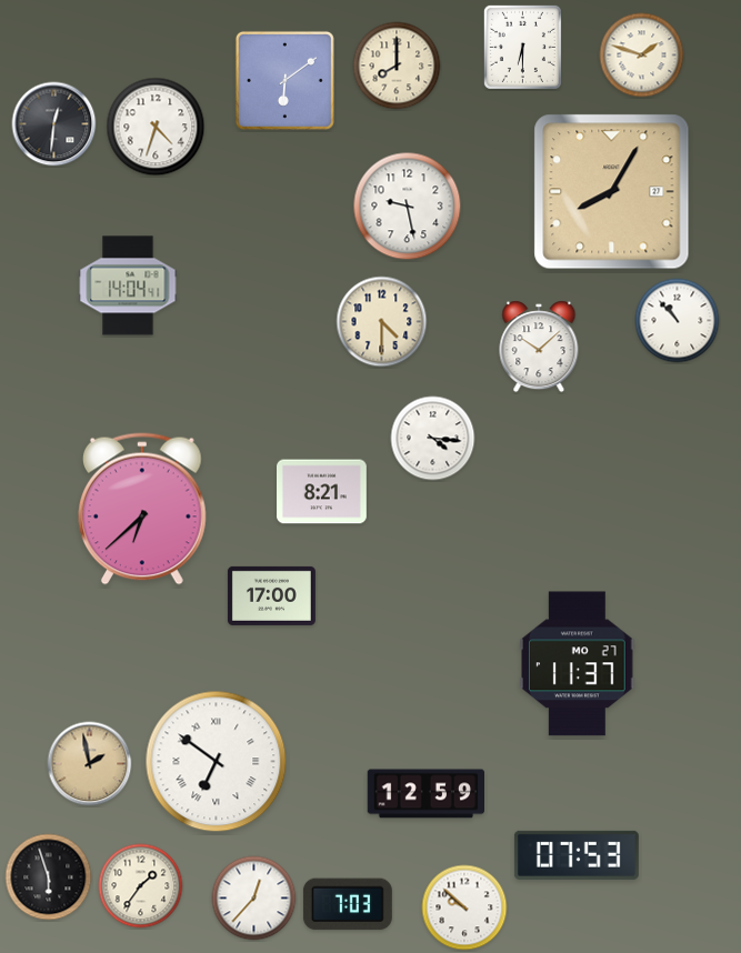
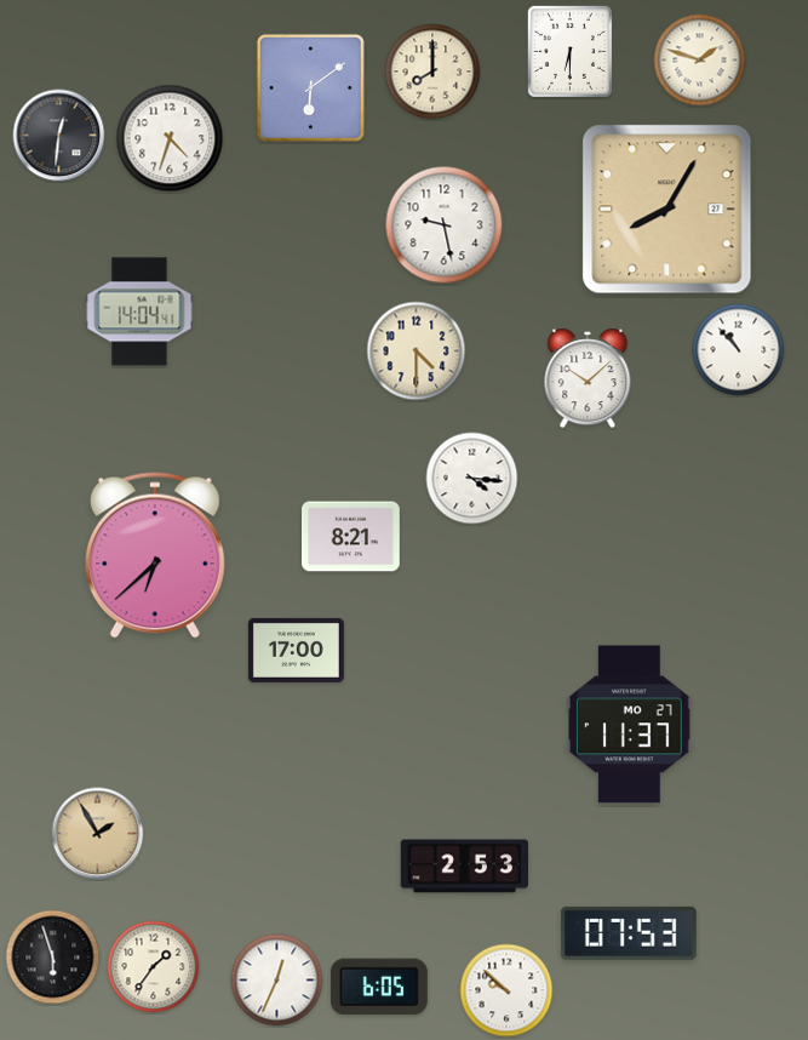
clock at (217, 762): 6:51 -> none
clock at (90, 764): 1:58 -> 1:55
clock at (425, 794): 12:59 -> 2:53
clock at (254, 899): 12:37 -> 12:34
clock at (348, 904): 7:03 -> 6:05
